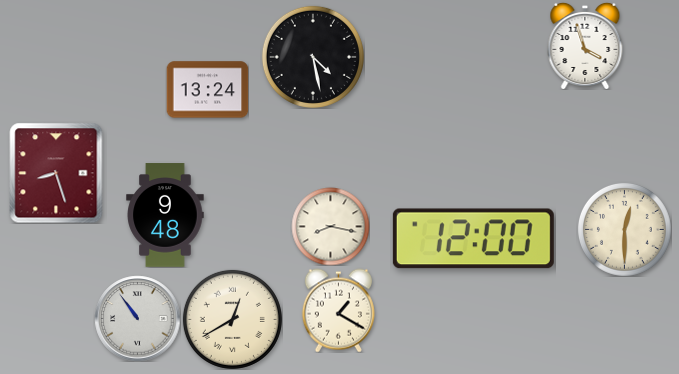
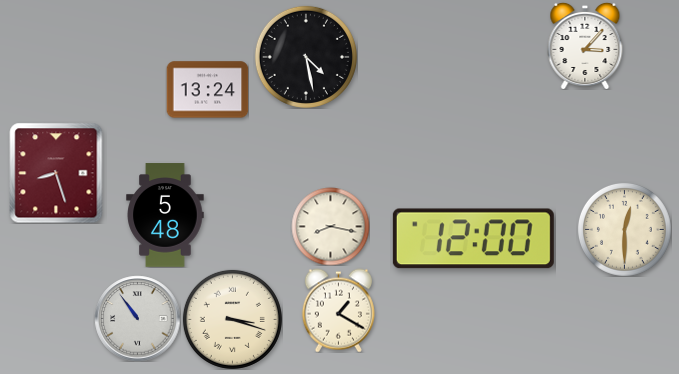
clock at (585, 46): 3:57 -> 3:07
clock at (313, 57) position: (313, 57) -> (306, 57)
clock at (165, 215): 9:48 -> 5:48
clock at (232, 319): 12:40 -> 3:18
